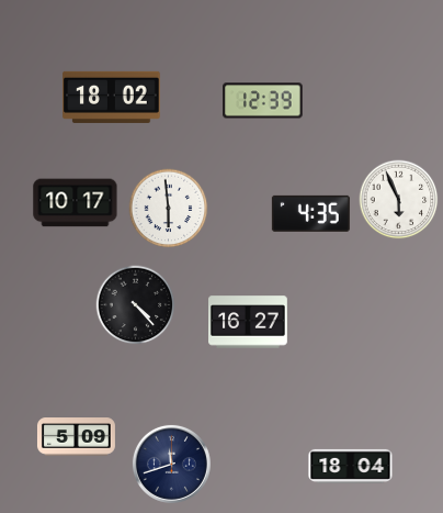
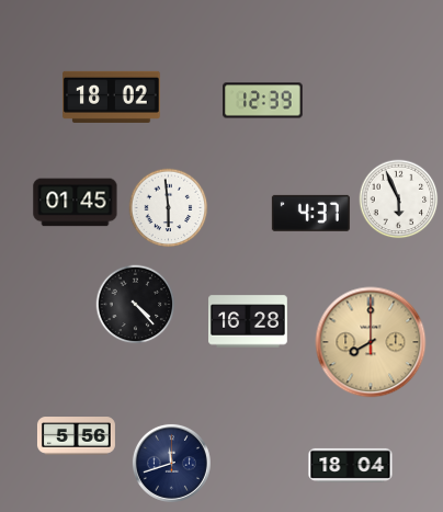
clock at (76, 203): 10:17 -> 01:45
clock at (310, 213): 4:35 -> 4:37
clock at (249, 322): 16:27 -> 16:28
clock at (371, 342): none -> 8:00
clock at (76, 437): 5:09 -> 5:56
